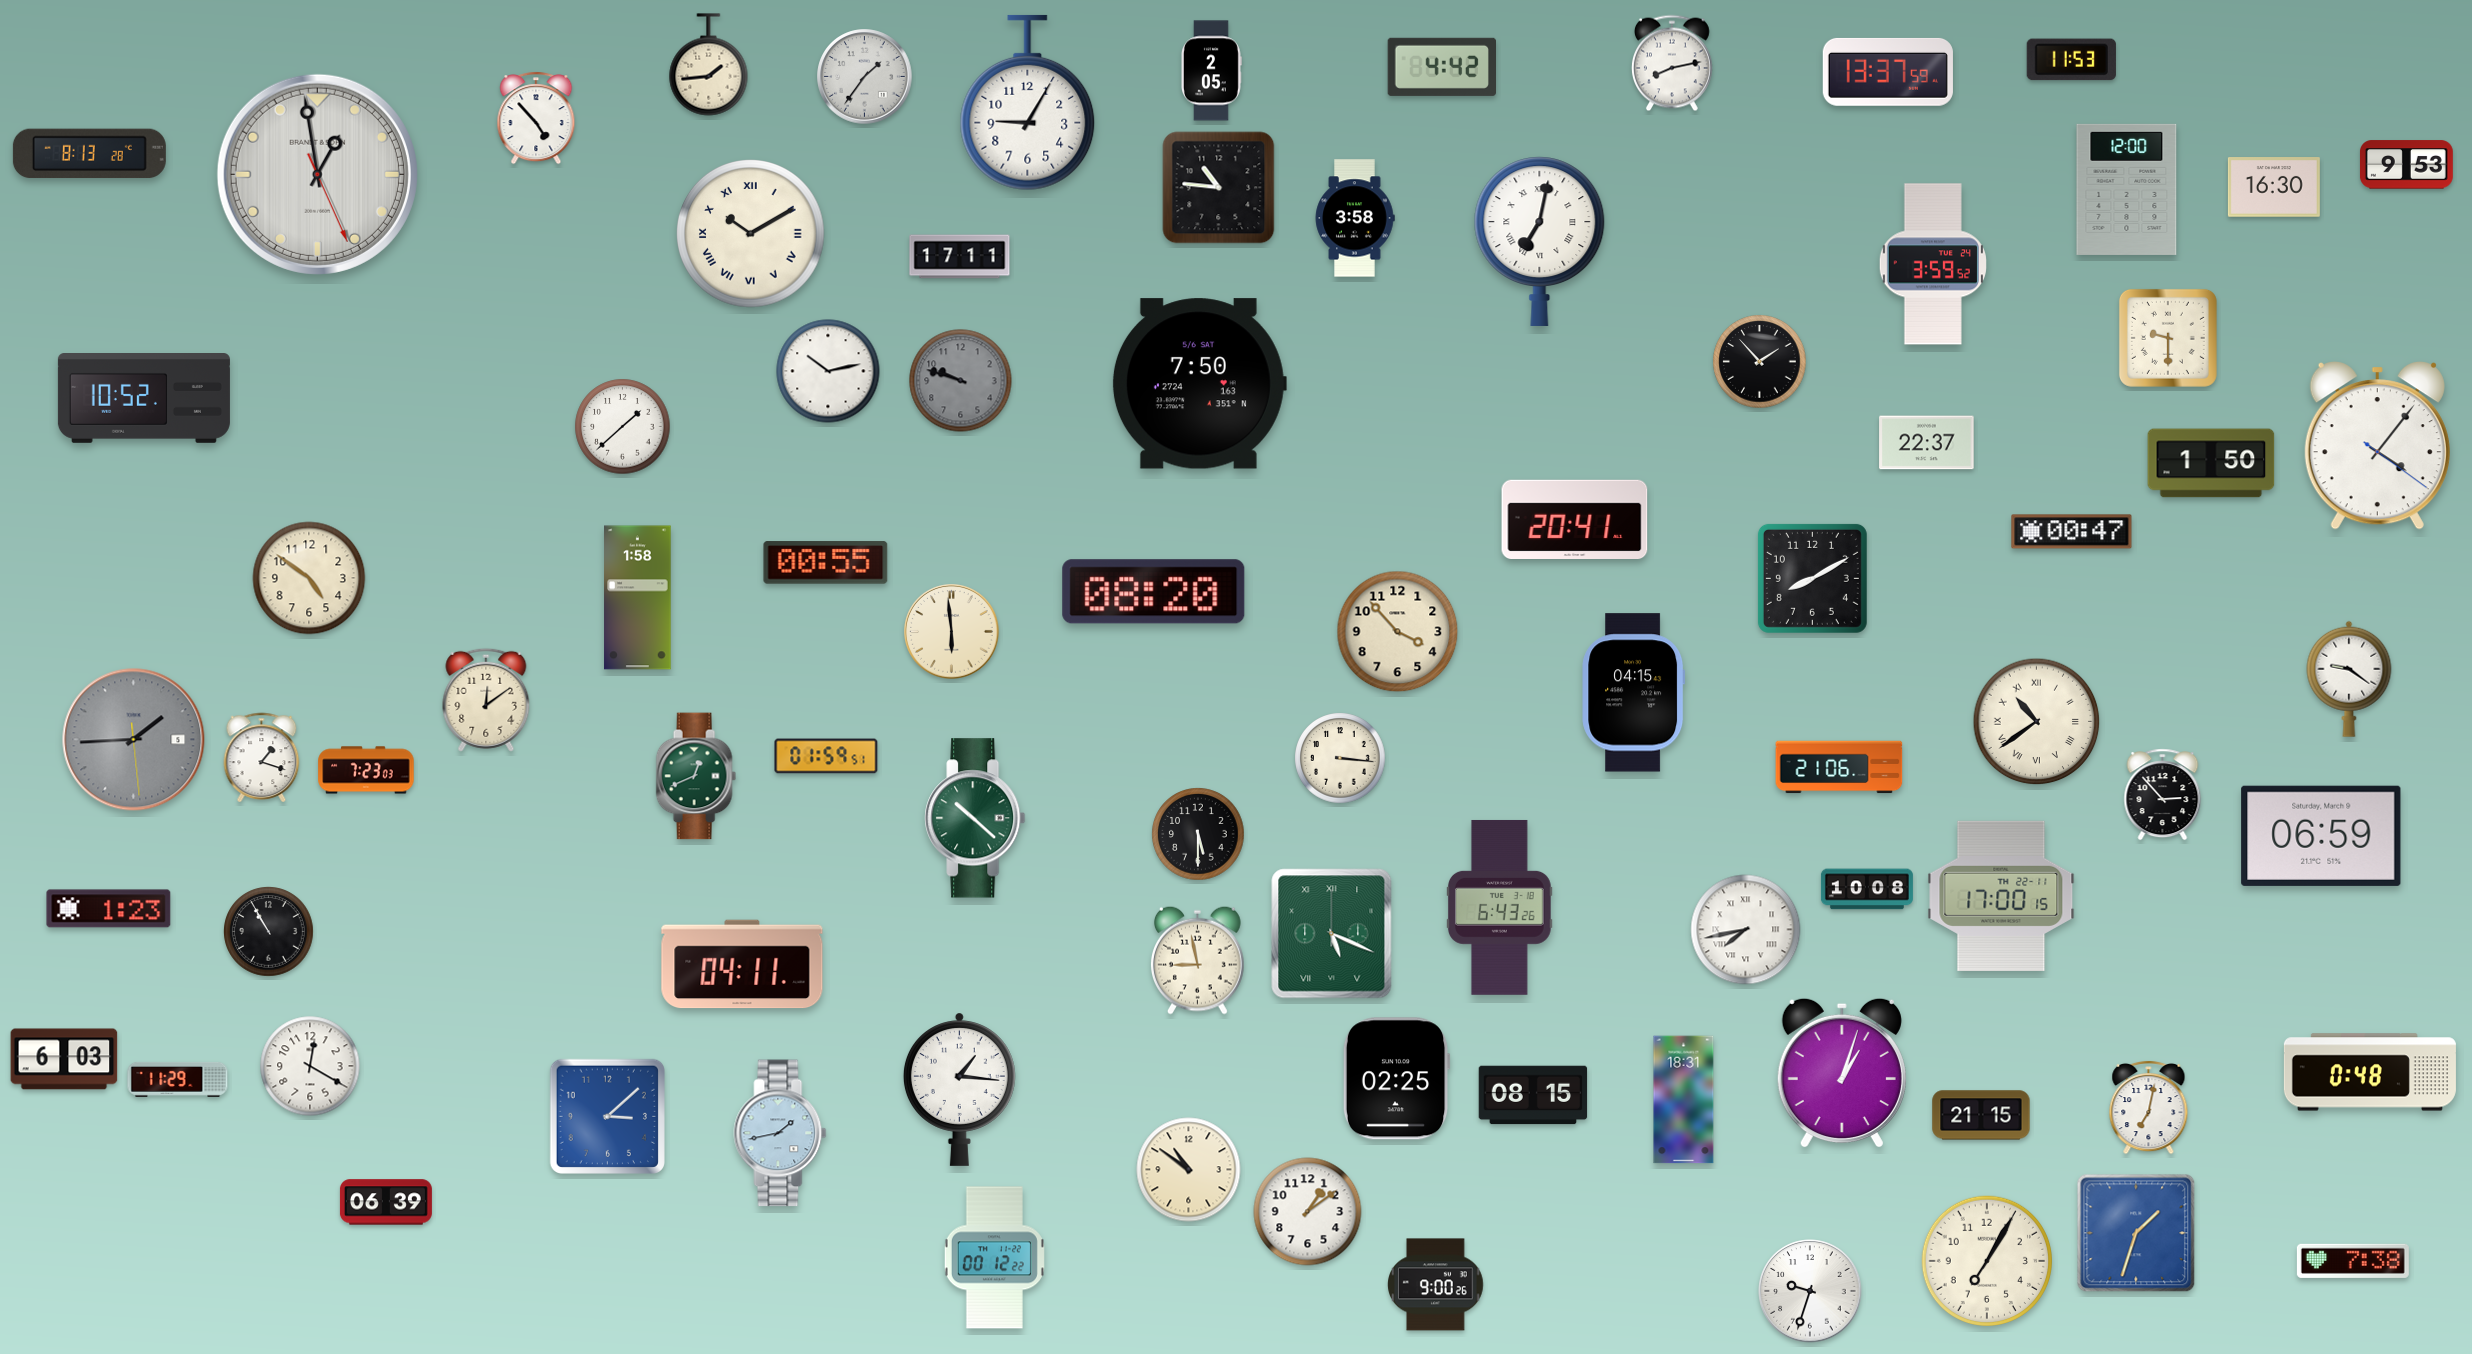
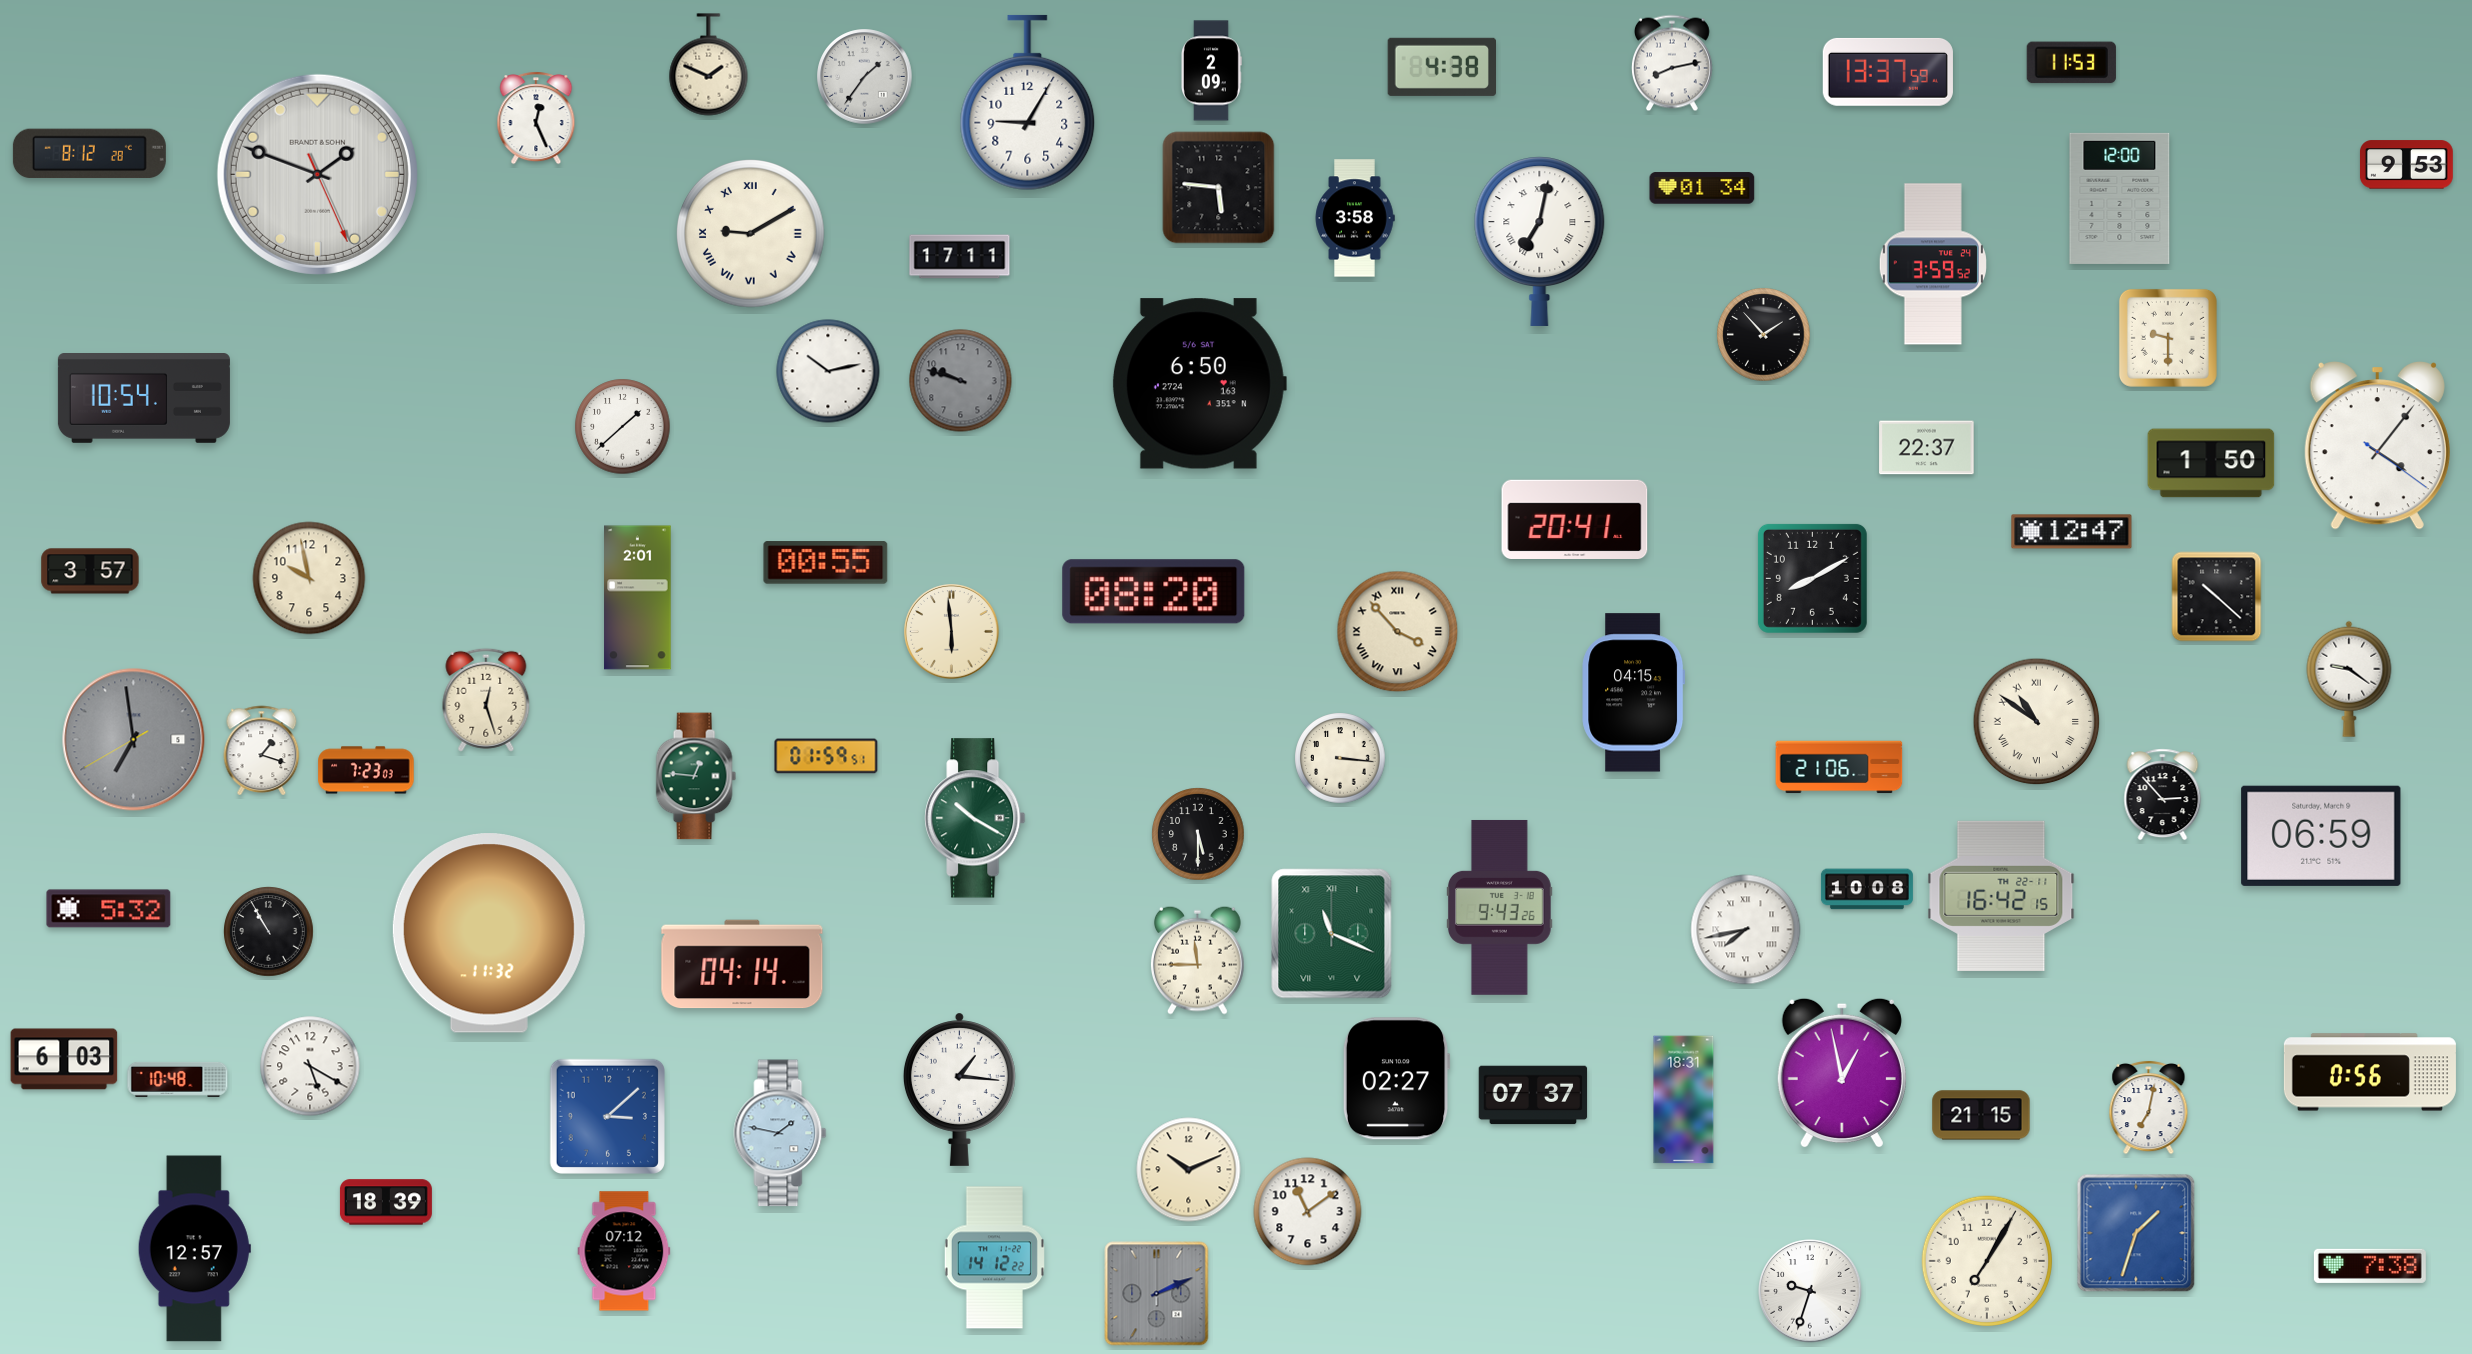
clock at (2071, 60) position: (2071, 60) -> (2071, 63)
clock at (709, 65): 1:44 -> 1:49
clock at (1441, 67): 4:42 -> 4:38
clock at (1212, 71): 2:05 -> 2:09
clock at (536, 118): 4:53 -> 12:26
clock at (89, 154): 8:13 -> 8:12
clock at (317, 174): 12:58 -> 1:48
clock at (2274, 187): 16:30 -> none
clock at (1219, 188): 10:46 -> 5:46
clock at (1702, 188): none -> 01:34
clock at (2127, 189) position: (2127, 189) -> (2120, 198)
clock at (751, 234): 10:10 -> 9:10
clock at (1760, 362) position: (1760, 362) -> (1764, 335)
clock at (1199, 384): 7:50 -> 6:50
clock at (144, 399): 10:52 -> 10:54
clock at (1927, 443) position: (1927, 443) -> (1927, 448)
clock at (2072, 532): 00:47 -> 12:47
clock at (90, 571): none -> 3:57
clock at (309, 578): 4:51 -> 9:58
clock at (2217, 597): none -> 10:22
clock at (638, 598): 1:58 -> 2:01
clock at (1398, 632) numerals: Arabic -> Roman
clock at (486, 700): 12:09 -> 12:27
clock at (2037, 722): 10:39 -> 10:51
clock at (134, 740): 1:44 -> 6:58
clock at (262, 757) position: (262, 757) -> (262, 750)
clock at (696, 776): 12:41 -> 12:46
clock at (975, 818): 10:22 -> 10:20
clock at (2001, 896): 17:00 -> 16:42
clock at (1500, 907): 6:43 -> 9:43
clock at (109, 909): 1:23 -> 5:32
clock at (489, 933): none -> 11:32
clock at (1332, 934): 5:19 -> 11:19
clock at (1197, 960): 8:58 -> 11:45
clock at (742, 964): 04:11 -> 04:14
clock at (310, 1066): 12:20 -> 5:20
clock at (2370, 1072): 0:48 -> 0:56
clock at (1842, 1073): 1:03 -> 12:58
clock at (178, 1079): 11:29 -> 10:48
clock at (1396, 1079): 02:25 -> 02:27
clock at (1533, 1095): 08:15 -> 07:37
clock at (780, 1133): 1:43 -> 1:47
clock at (1189, 1170): 10:51 -> 10:11
clock at (386, 1202): 06:39 -> 18:39
clock at (1308, 1212): 1:09 -> 11:09
clock at (194, 1249): none -> 12:57
clock at (624, 1251): none -> 07:12
clock at (994, 1258): 00:12 -> 14:12
clock at (2353, 1261) position: (2353, 1261) -> (2370, 1266)
clock at (1436, 1285): 9:00 -> none
clock at (1157, 1294): none -> 2:11
